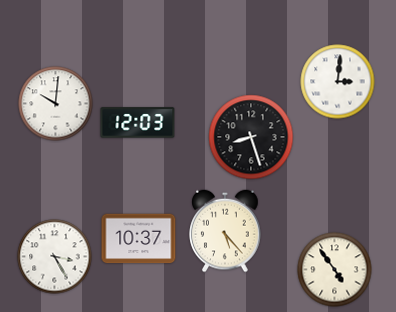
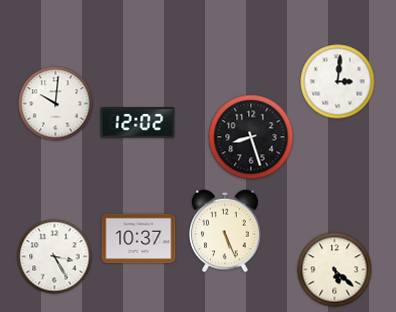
clock at (138, 123): 12:03 -> 12:02
clock at (225, 231): 5:23 -> 5:26
clock at (335, 270): 4:54 -> 5:22
